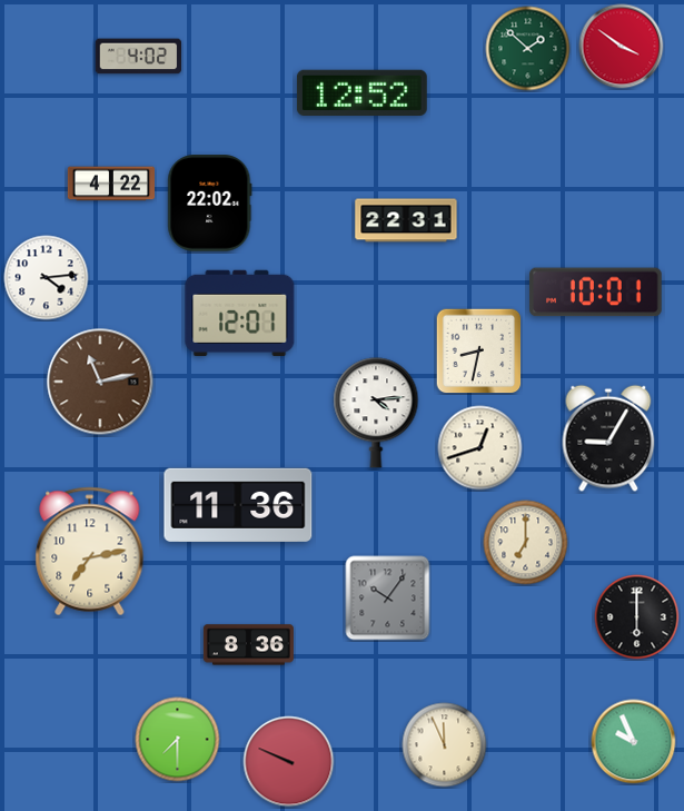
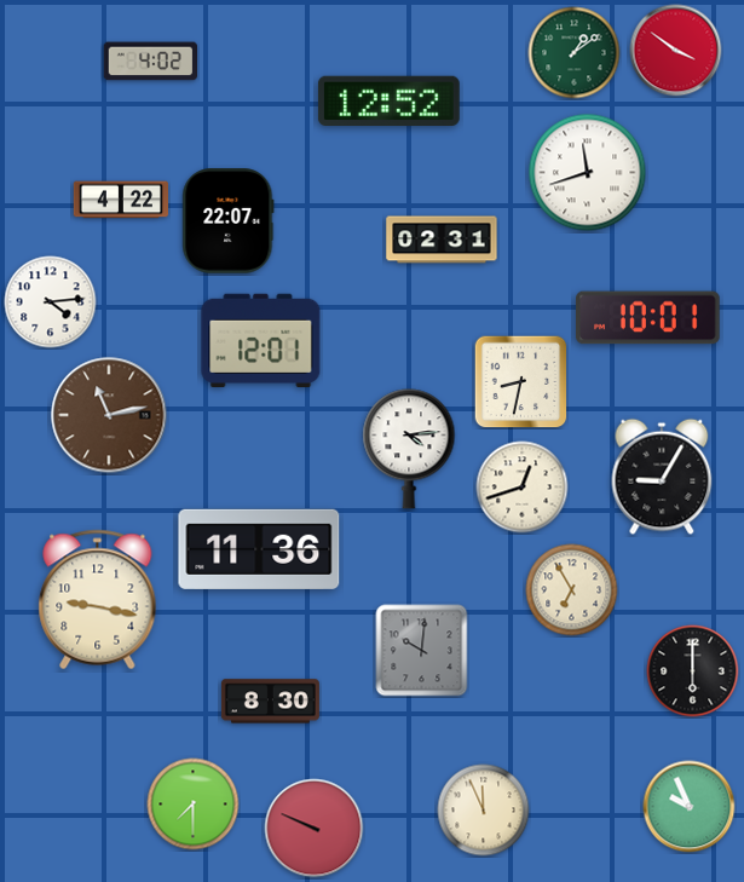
clock at (528, 49): 1:52 -> 1:09
clock at (361, 92) position: (361, 92) -> (388, 100)
clock at (588, 173): none -> 11:42
clock at (210, 204): 22:02 -> 22:07
clock at (406, 220): 22:31 -> 02:31
clock at (526, 543): 7:00 -> 6:55
clock at (90, 552): 7:13 -> 9:17
clock at (388, 599): 10:06 -> 10:01
clock at (248, 645): 8:36 -> 8:30
